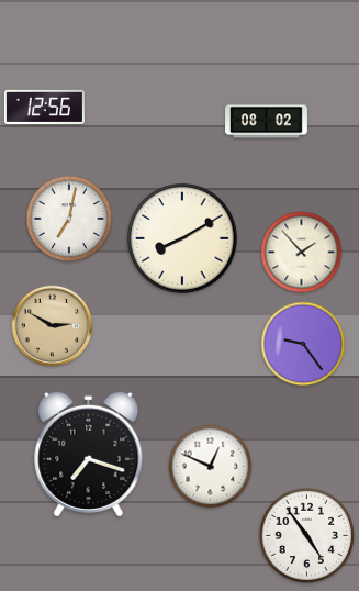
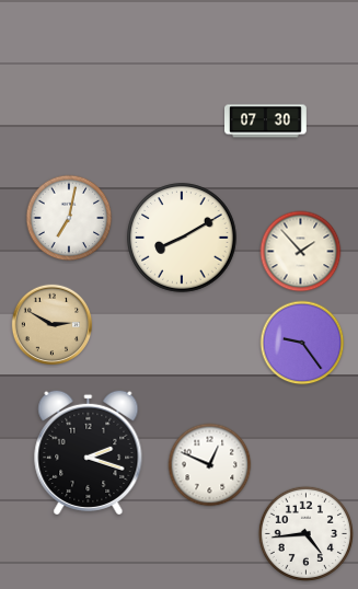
clock at (44, 107): 12:56 -> none
clock at (267, 122): 08:02 -> 07:30
clock at (89, 454): 7:18 -> 2:18
clock at (306, 535): 4:54 -> 4:44
